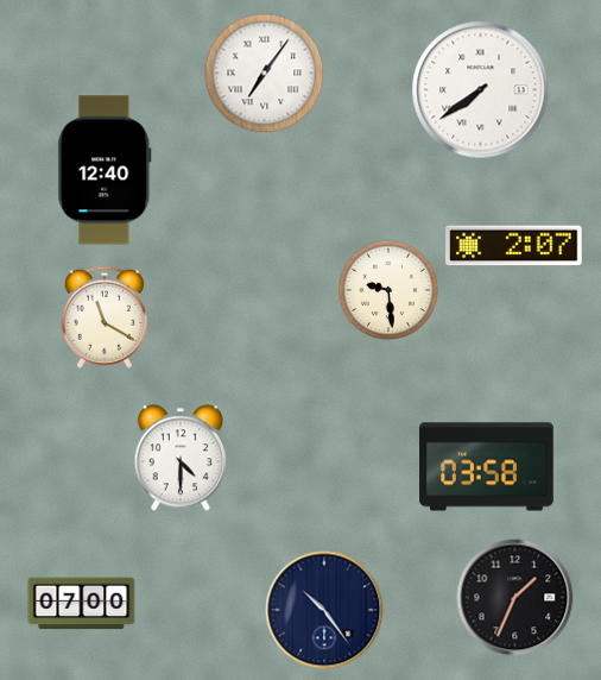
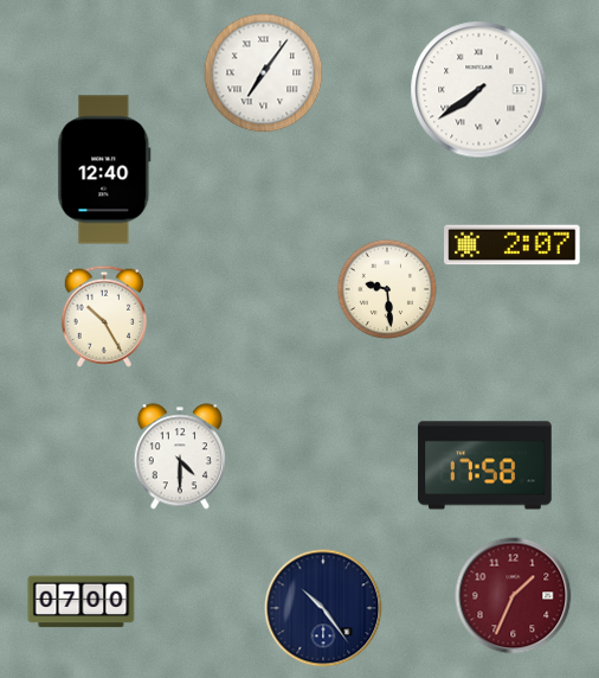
clock at (103, 317): 11:20 -> 10:25
clock at (487, 467): 03:58 -> 17:58
clock at (515, 598) dial: black -> burgundy
